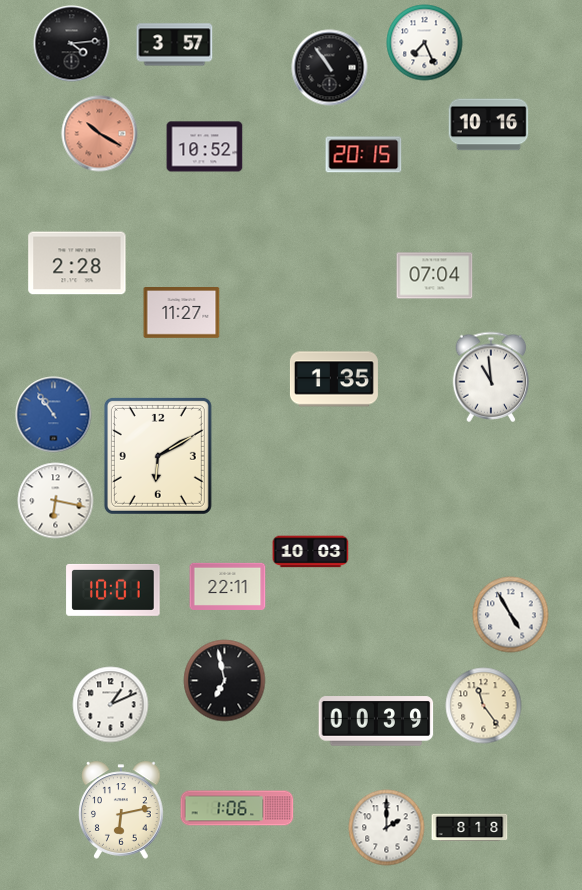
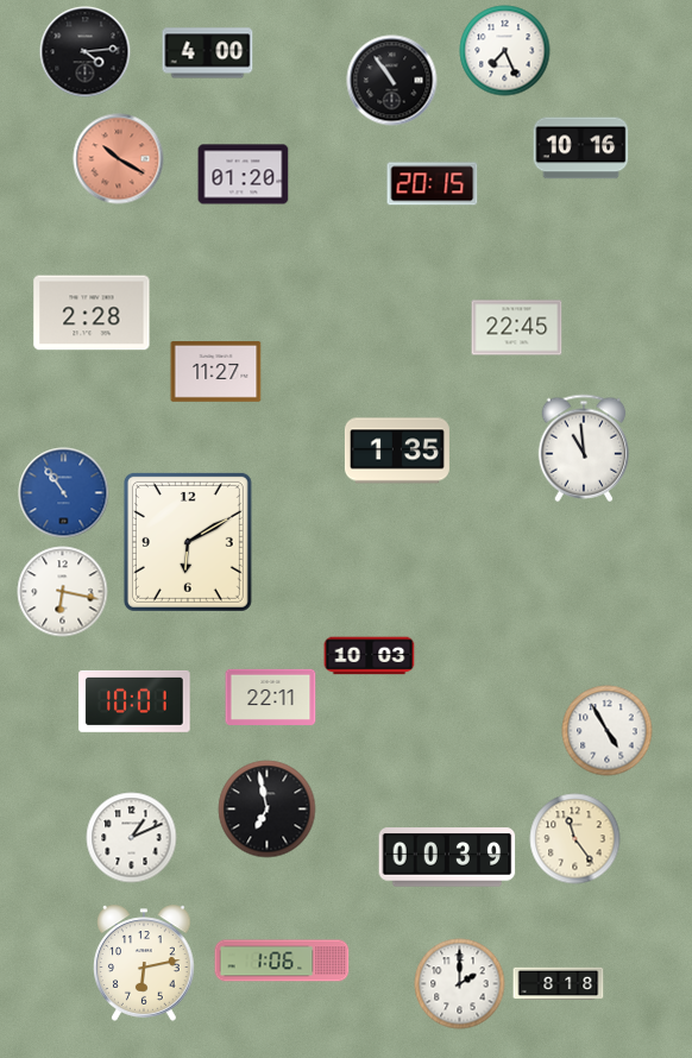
clock at (175, 45): 3:57 -> 4:00
clock at (205, 147): 10:52 -> 01:20
clock at (435, 276): 07:04 -> 22:45
clock at (56, 501) position: (56, 501) -> (63, 592)
